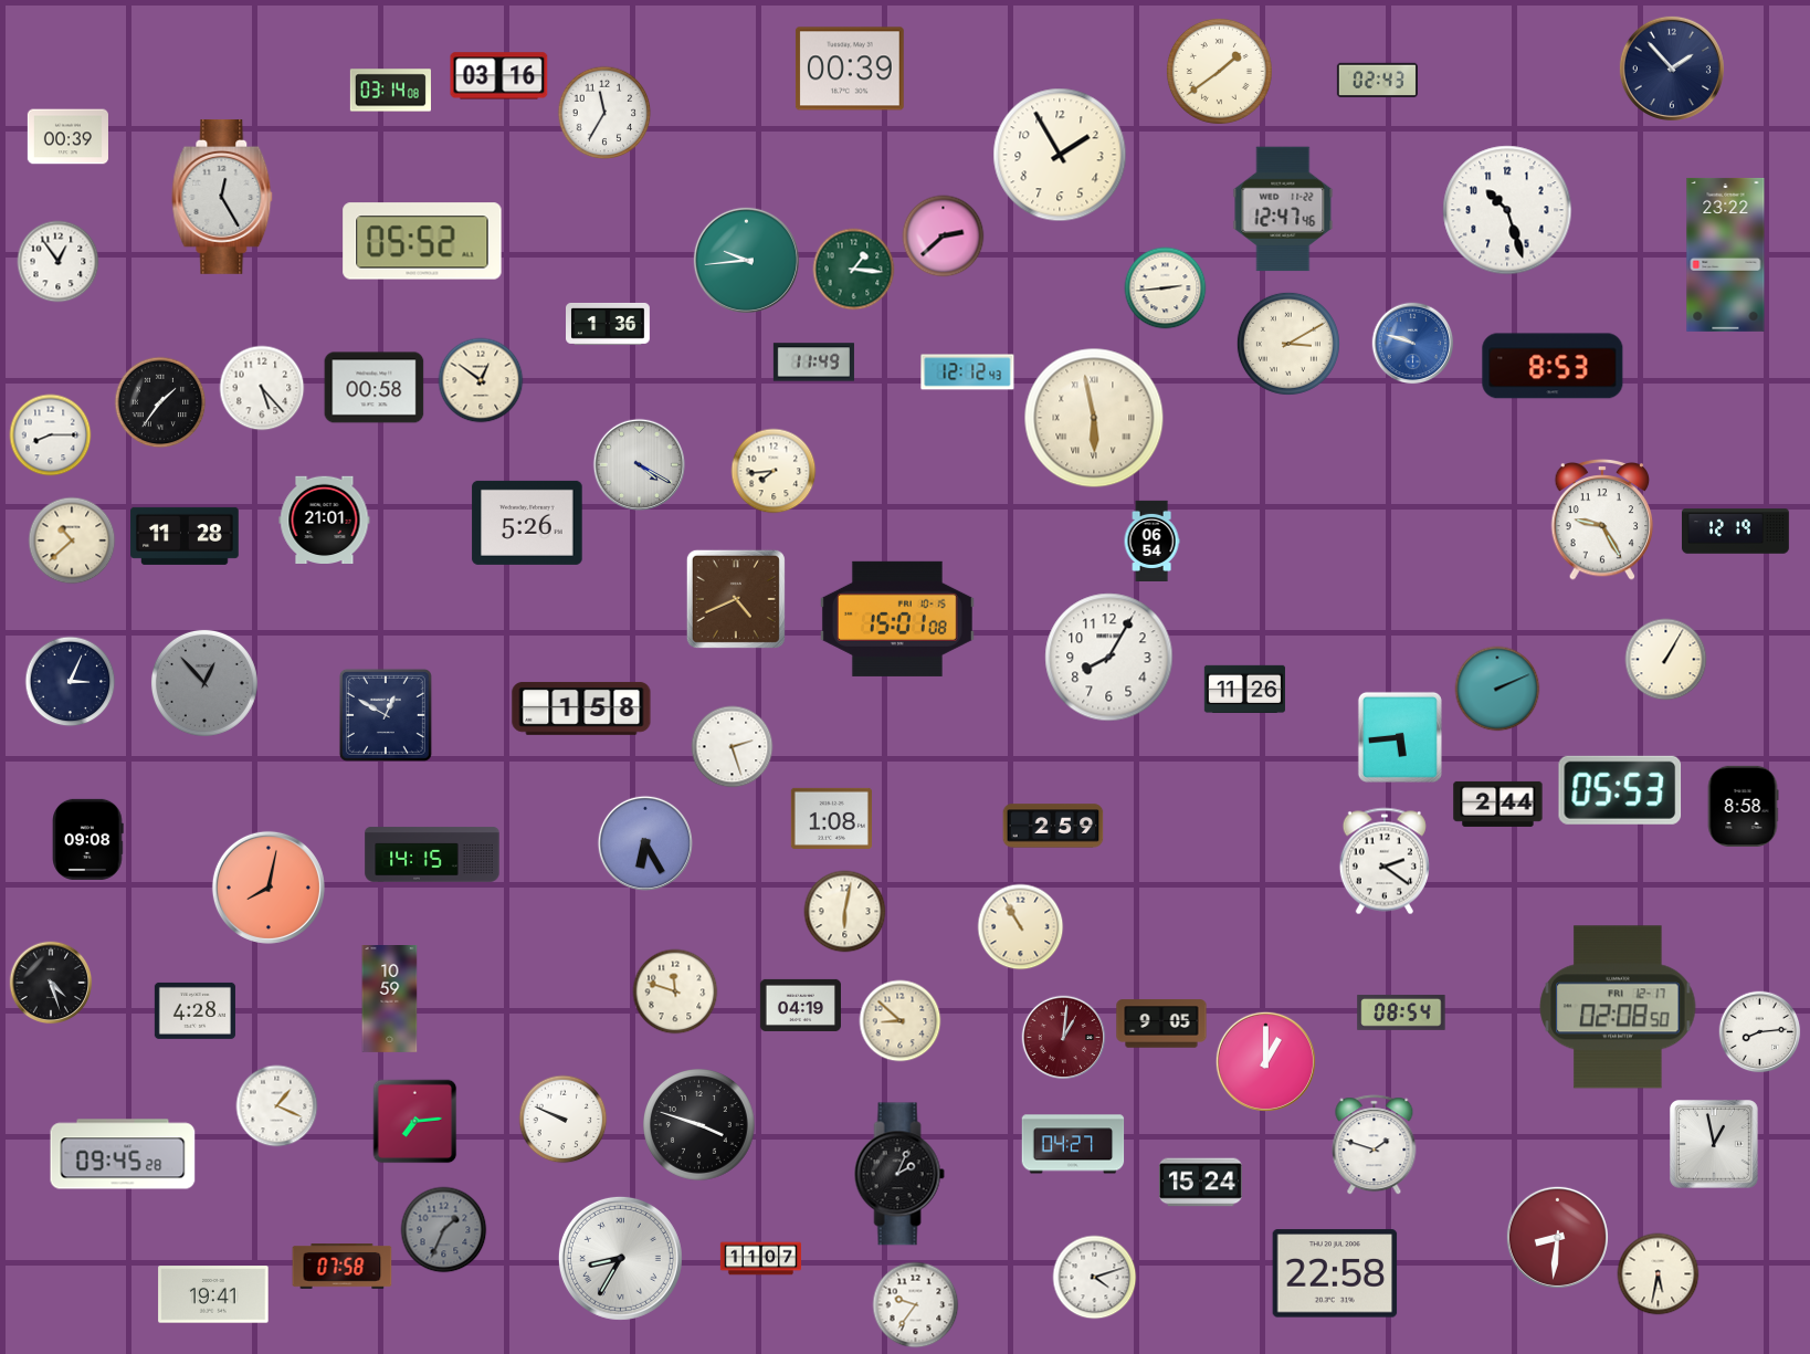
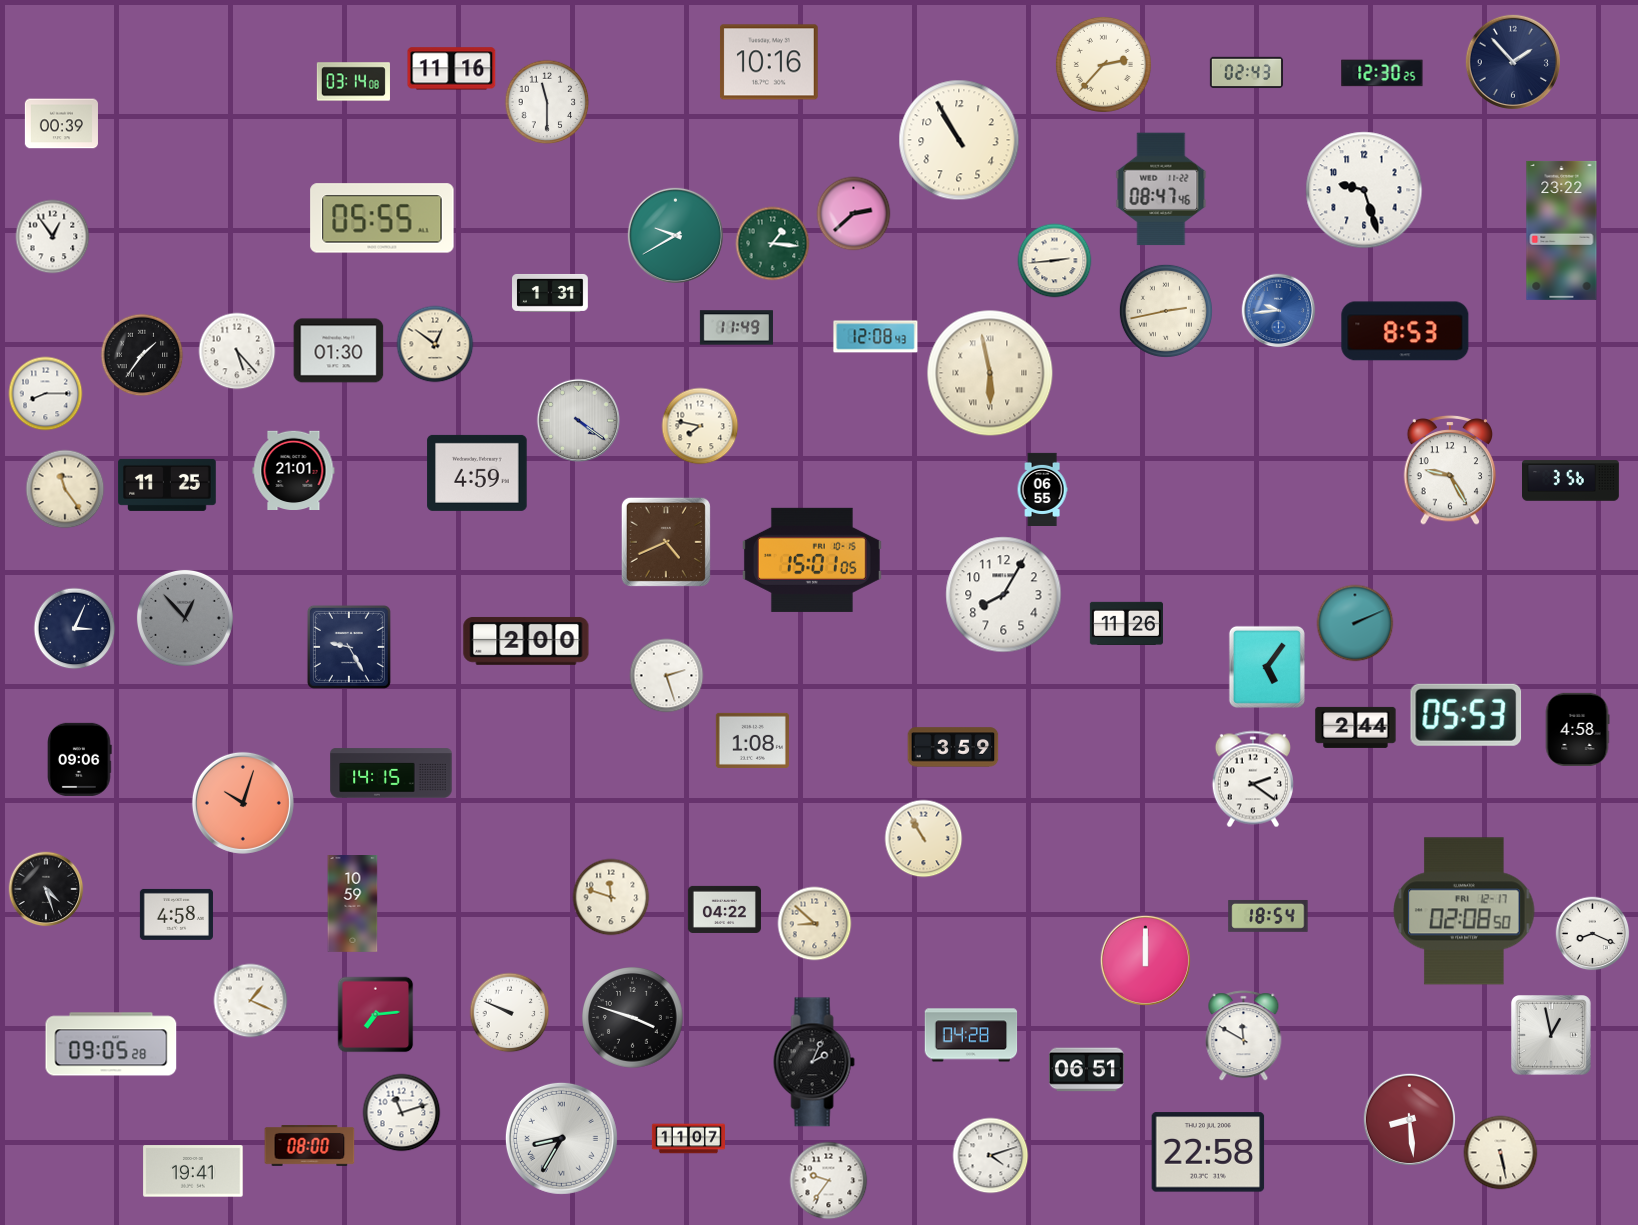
clock at (850, 69): 00:39 -> 10:16
clock at (1219, 71): 1:39 -> 2:37
clock at (499, 76): 03:16 -> 11:16
clock at (1382, 73): none -> 12:30
clock at (604, 113): 11:35 -> 11:30
clock at (1060, 155): 1:55 -> 10:55
clock at (222, 197): 12:25 -> none
clock at (1283, 209): 12:47 -> 08:47
clock at (1507, 210): 10:27 -> 9:27
clock at (422, 241): 05:52 -> 05:55
clock at (746, 260): 9:44 -> 9:40
clock at (609, 324): 1:36 -> 1:31
clock at (1288, 344): 3:10 -> 2:43
clock at (1413, 344): 9:48 -> 9:44
clock at (968, 372): 12:12 -> 12:08
clock at (375, 388): 00:58 -> 01:30
clock at (160, 402) position: (160, 402) -> (142, 355)
clock at (1094, 418) position: (1094, 418) -> (990, 373)
clock at (639, 464): 4:20 -> 4:21
clock at (774, 471): 7:44 -> 7:47
clock at (527, 523): 5:26 -> 4:59
clock at (1736, 532): 12:19 -> 3:56
clock at (185, 536): 11:28 -> 11:25
clock at (72, 540): 10:38 -> 11:24
clock at (1151, 540): 06:54 -> 06:55
clock at (897, 619): 15:01:08 -> 15:01:05
clock at (1666, 660): 1:05 -> none
clock at (71, 682) position: (71, 682) -> (75, 629)
clock at (581, 709): 1:58 -> 2:00
clock at (386, 715): 12:50 -> 9:25
clock at (1400, 737): 5:44 -> 5:06
clock at (733, 747) position: (733, 747) -> (667, 676)
clock at (1743, 806): 8:58 -> 4:58
clock at (1053, 826): 2:59 -> 3:59
clock at (88, 839): 09:08 -> 09:06
clock at (644, 842): 6:25 -> none
clock at (269, 888): 8:02 -> 10:03
clock at (845, 912): 6:02 -> none
clock at (800, 1005): 04:19 -> 04:22
clock at (194, 1010): 4:28 -> 4:58
clock at (1401, 1012): 08:54 -> 18:54
clock at (1161, 1024): 9:05 -> none
clock at (1760, 1032): 8:14 -> 8:19
clock at (1064, 1038): 1:01 -> none
clock at (1265, 1061): 1:00 -> 12:00
clock at (1073, 1144): 04:27 -> 04:28
clock at (1375, 1145): 1:48 -> 11:50
clock at (123, 1154): 09:45 -> 09:05
clock at (1200, 1183): 15:24 -> 06:51
clock at (444, 1230): 1:34 -> 11:12
clock at (444, 1230) dial: grey -> white
clock at (1557, 1237): 8:31 -> 8:29
clock at (343, 1267): 07:58 -> 08:00
clock at (1659, 1274): 5:32 -> 5:28
